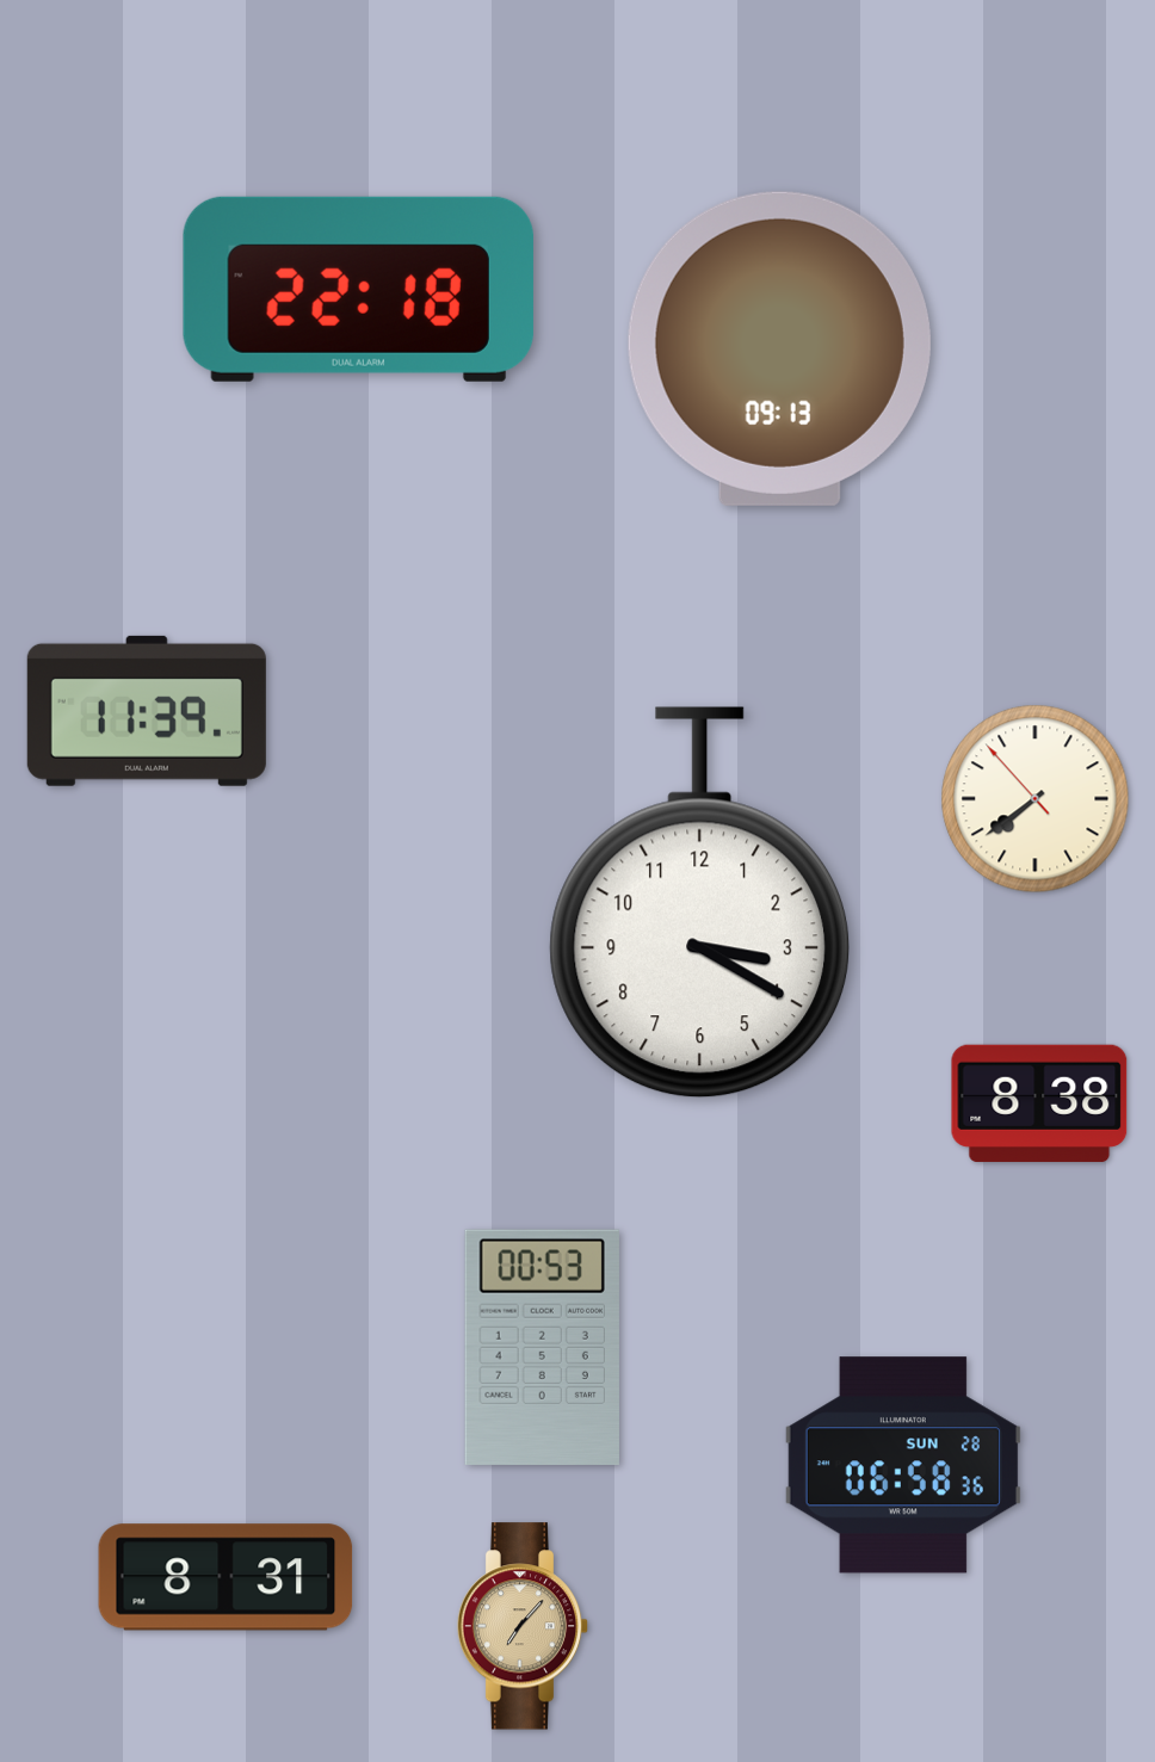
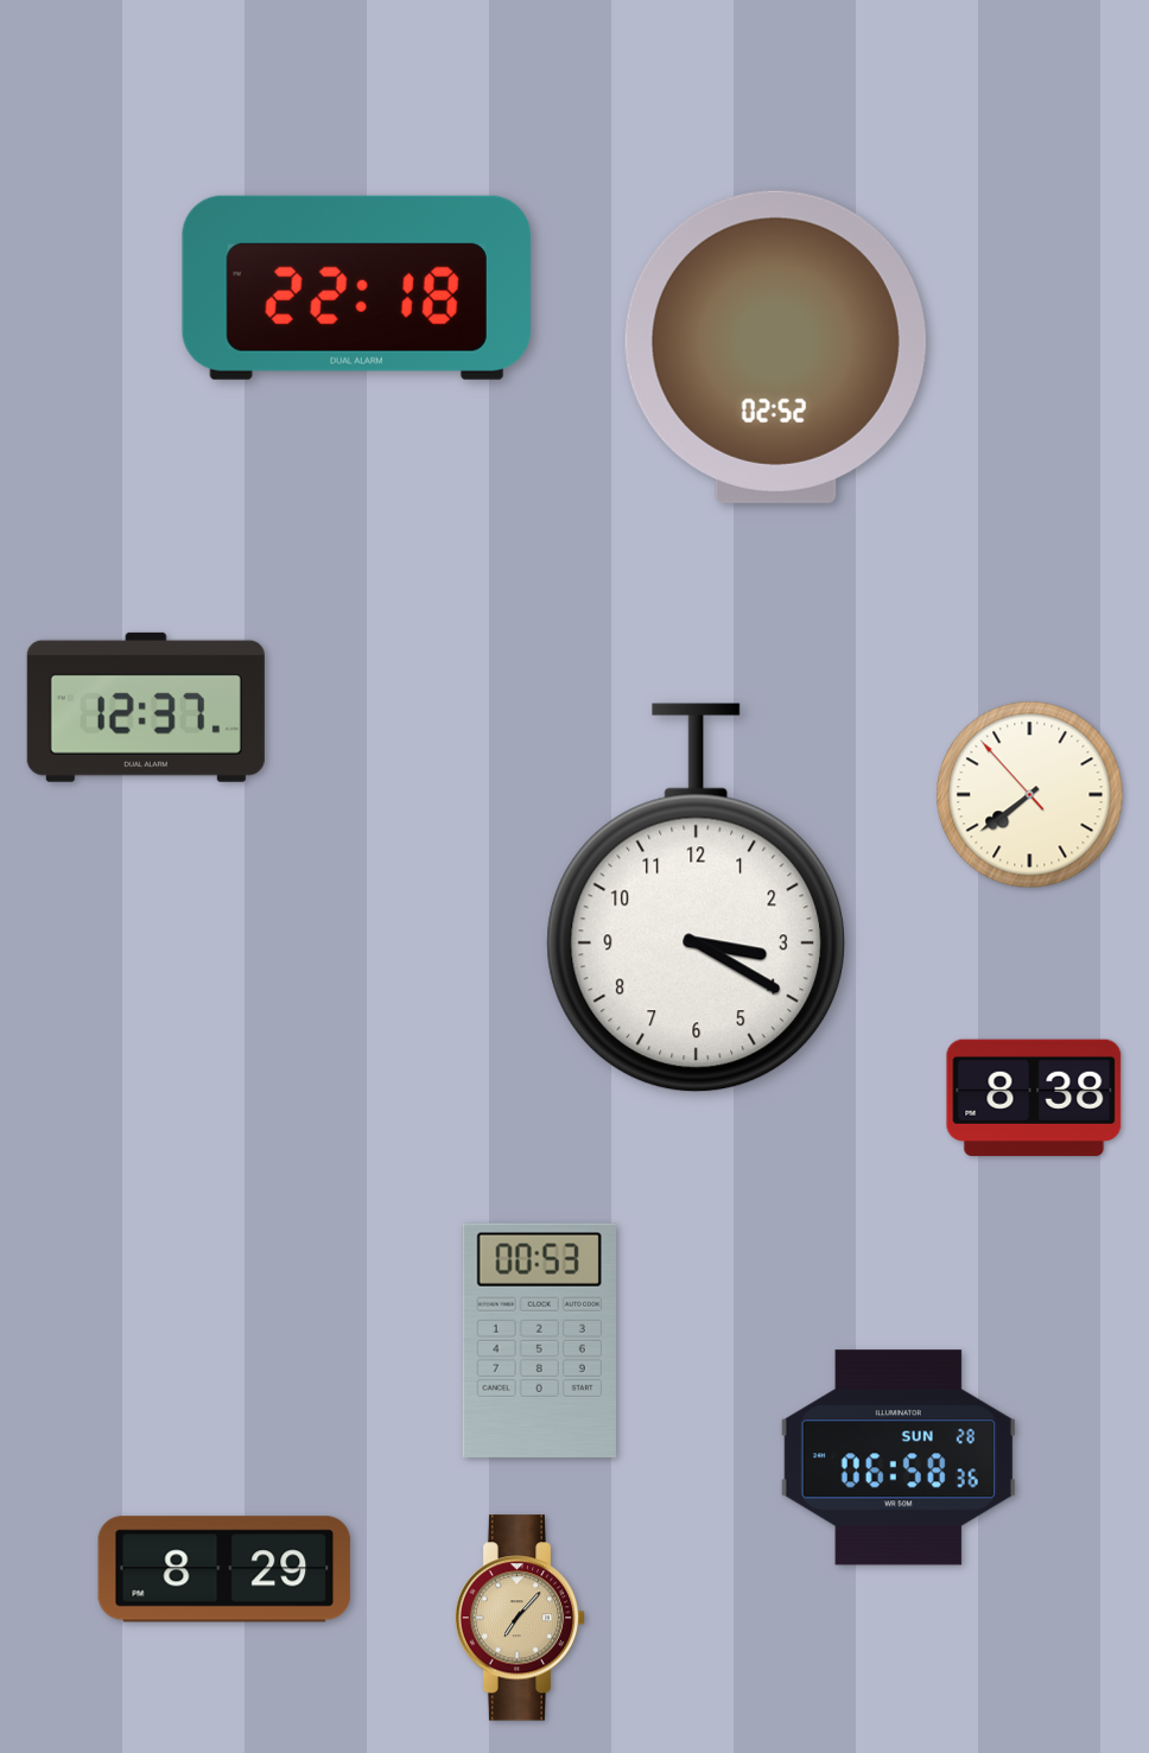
clock at (779, 348): 09:13 -> 02:52
clock at (147, 711): 11:39 -> 12:37
clock at (226, 1577): 8:31 -> 8:29
